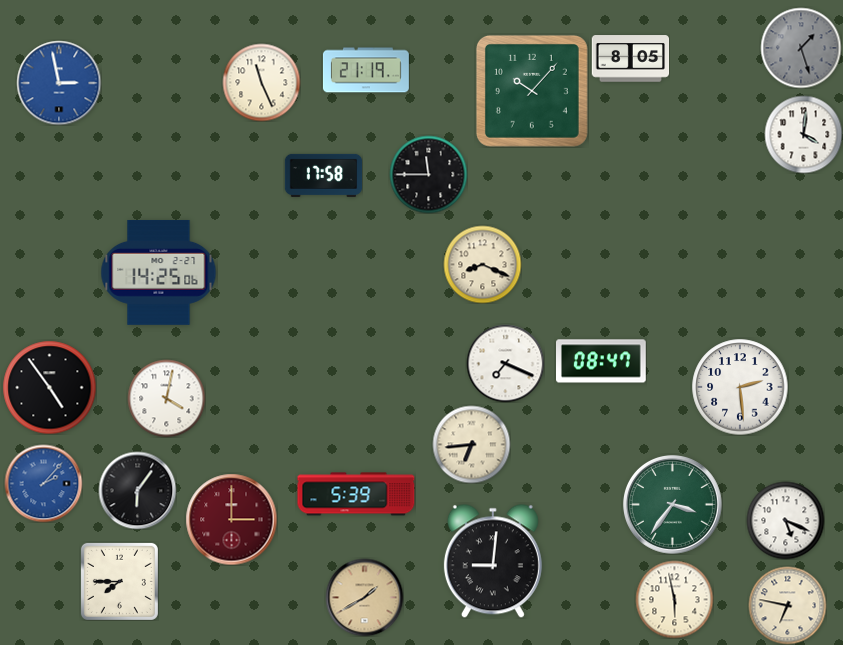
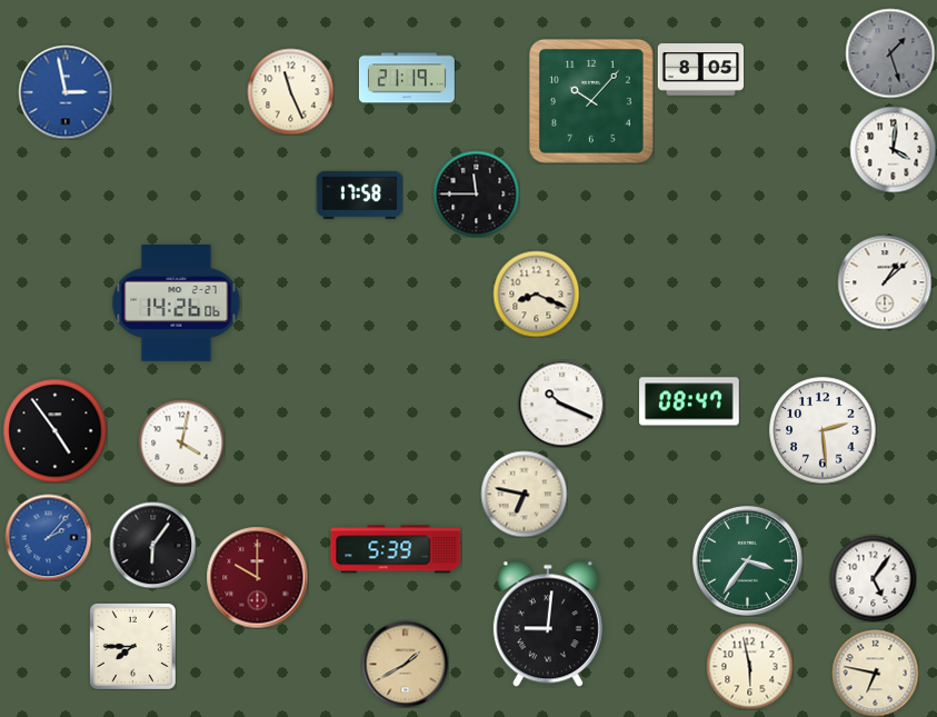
clock at (630, 59) position: (630, 59) -> (700, 70)
clock at (885, 282): none -> 1:08
clock at (159, 272): 14:25 -> 14:26
clock at (602, 361) position: (602, 361) -> (690, 401)
clock at (505, 363): 7:19 -> 10:19
clock at (166, 398) position: (166, 398) -> (181, 442)
clock at (471, 444): 6:44 -> 6:47
clock at (231, 519): 3:00 -> 10:00
clock at (785, 520): 5:19 -> 5:06
